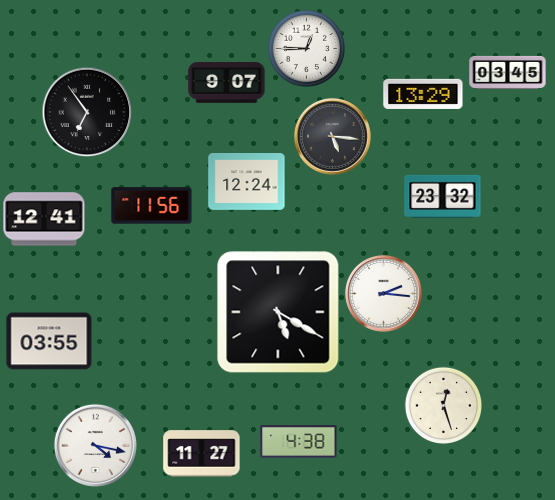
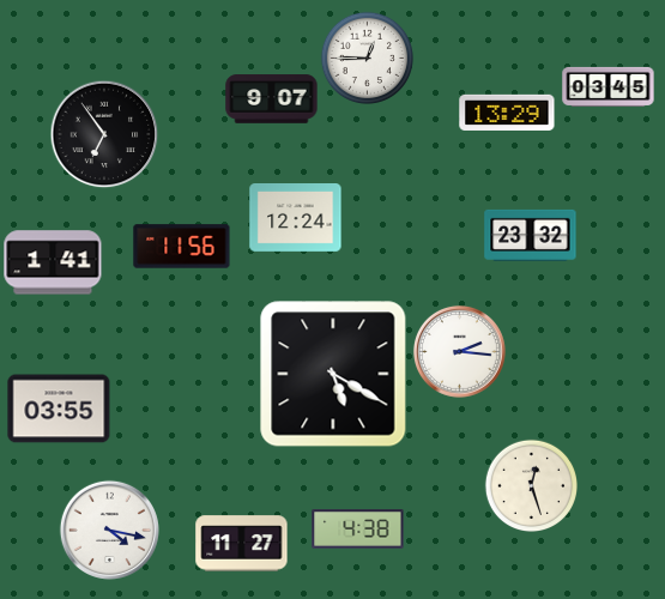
clock at (332, 136): 5:16 -> none
clock at (44, 219): 12:41 -> 1:41
clock at (95, 445) position: (95, 445) -> (109, 530)
